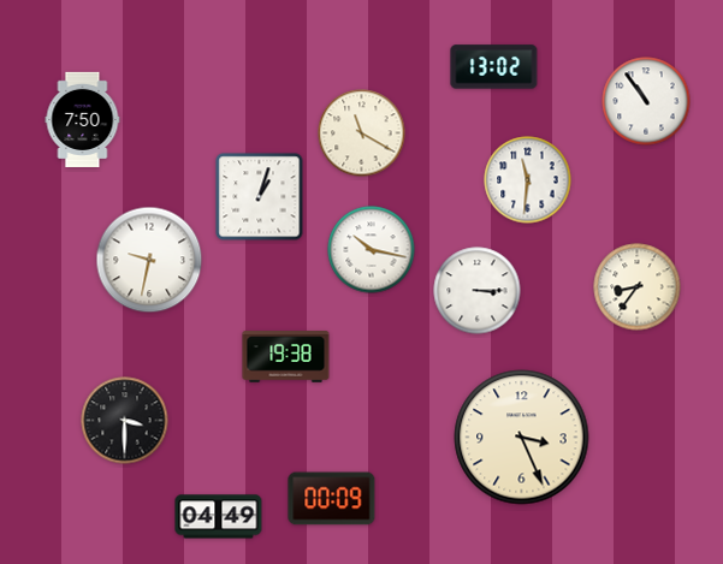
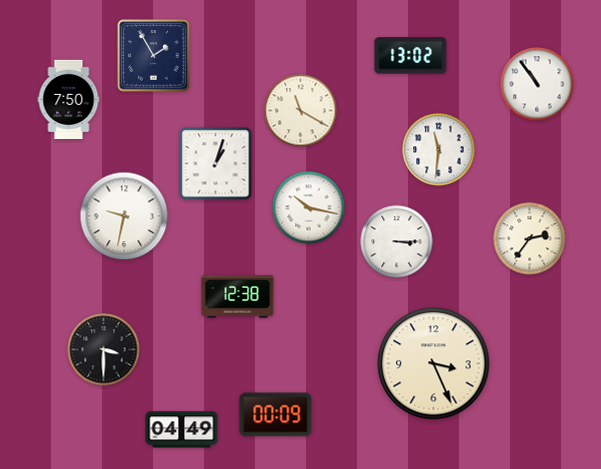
clock at (154, 56): none -> 1:55
clock at (638, 287): 8:36 -> 2:36
clock at (286, 357): 19:38 -> 12:38
